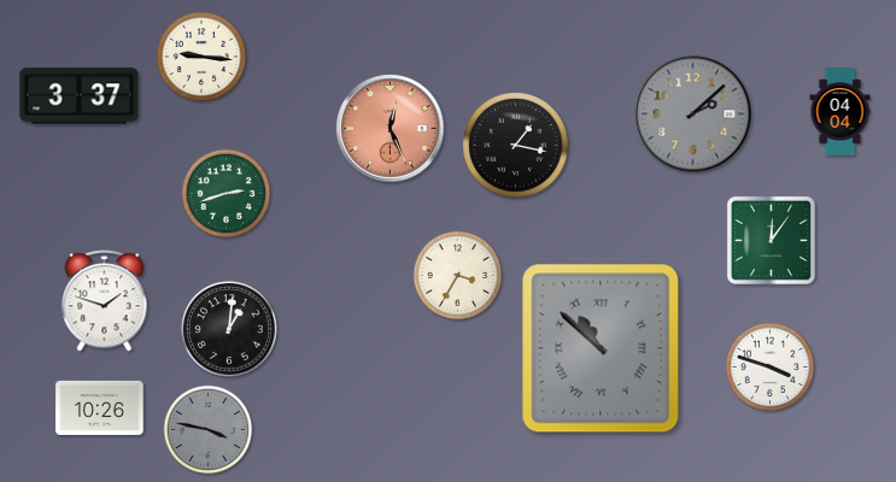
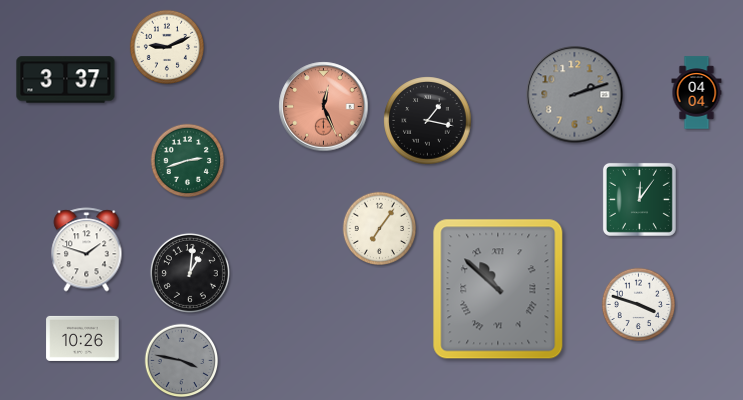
clock at (200, 55): 9:16 -> 9:11
clock at (693, 114): 2:08 -> 2:12
clock at (458, 276): 3:35 -> 7:06
clock at (209, 430) position: (209, 430) -> (182, 361)
